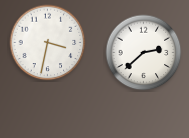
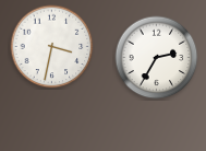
clock at (144, 53): 2:38 -> 2:35
